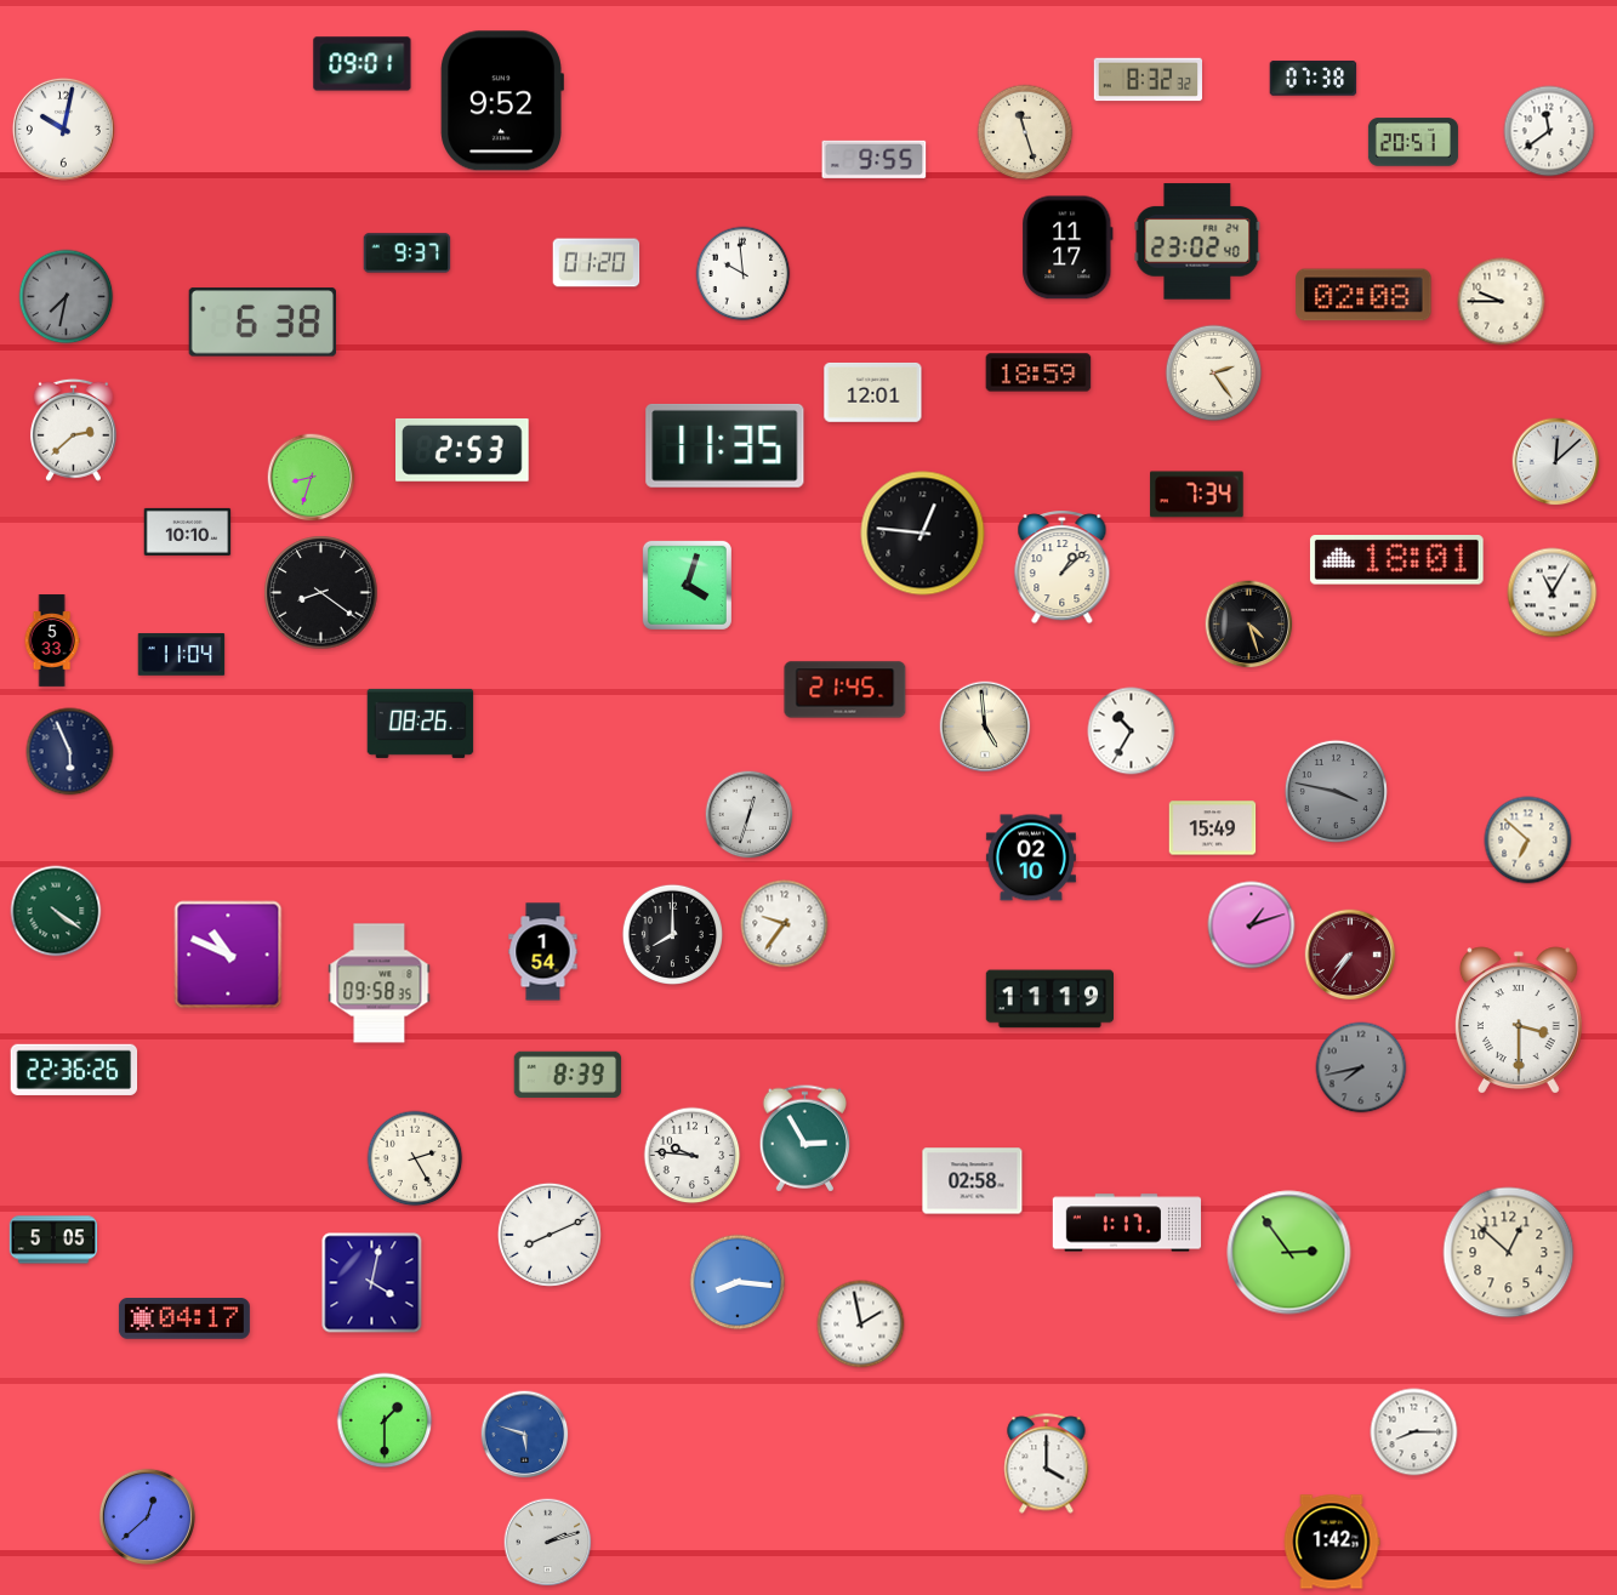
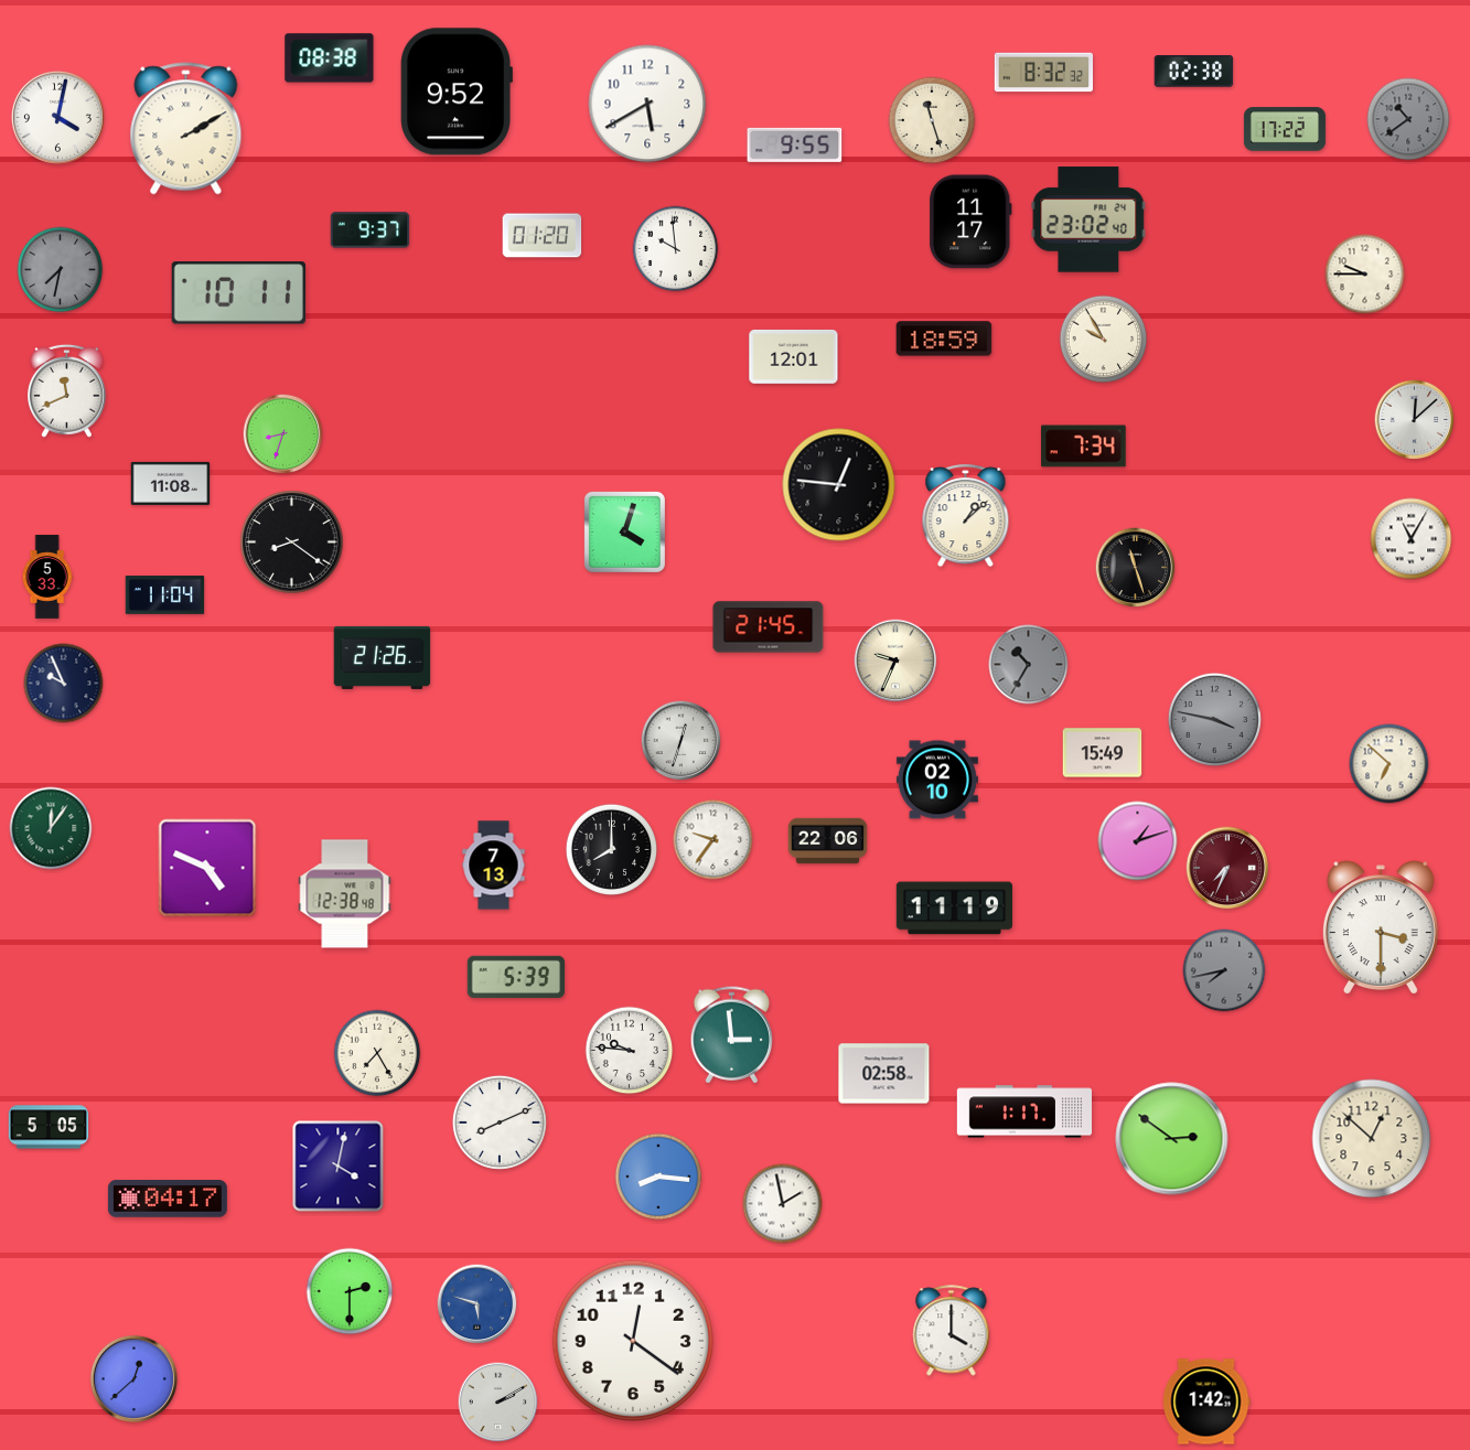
clock at (363, 64): 09:01 -> 08:38
clock at (1314, 79): 07:38 -> 02:38
clock at (647, 104): none -> 5:40
clock at (63, 129): 10:02 -> 4:02
clock at (1549, 131): 11:39 -> 10:39
clock at (1549, 131) dial: white -> grey
clock at (186, 129): none -> 2:10
clock at (1413, 142): 20:51 -> 17:22
clock at (1067, 247) position: (1067, 247) -> (970, 222)
clock at (597, 263) position: (597, 263) -> (543, 236)
clock at (1363, 295): 02:08 -> none
clock at (262, 323): 6:38 -> 10:11
clock at (1214, 374): 2:24 -> 9:55
clock at (73, 429): 2:38 -> 11:41
clock at (725, 445): 11:35 -> none
clock at (463, 450): 2:53 -> none
clock at (1197, 495) position: (1197, 495) -> (1084, 447)
clock at (188, 531): 10:10 -> 11:08
clock at (1396, 560): 18:01 -> none
clock at (321, 593) position: (321, 593) -> (292, 543)
clock at (1249, 625): 4:27 -> 11:27
clock at (52, 640) position: (52, 640) -> (47, 577)
clock at (421, 723): 08:26 -> 21:26
clock at (985, 727): 4:59 -> 9:34
clock at (1132, 731) dial: white -> grey
clock at (70, 752): 5:56 -> 9:56
clock at (56, 911): 4:21 -> 12:06
clock at (828, 841): none -> 22:06
clock at (543, 952): 1:54 -> 7:13
clock at (228, 955): 10:49 -> 4:49
clock at (1350, 955): 7:36 -> 7:34
clock at (380, 984): 09:58 -> 12:38
clock at (1361, 1067) position: (1361, 1067) -> (1224, 970)
clock at (74, 1070): 22:36 -> none
clock at (568, 1075): 8:39 -> 5:39
clock at (804, 1139): 2:55 -> 2:59
clock at (415, 1158): 2:25 -> 7:25
clock at (1289, 1253): 2:54 -> 2:51
clock at (738, 1282) position: (738, 1282) -> (658, 1177)
clock at (385, 1420): 1:30 -> 2:30
clock at (1414, 1432): 8:15 -> none
clock at (633, 1341): none -> 12:21
clock at (1332, 1542) position: (1332, 1542) -> (1206, 1401)
clock at (548, 1543): 2:12 -> 2:10
